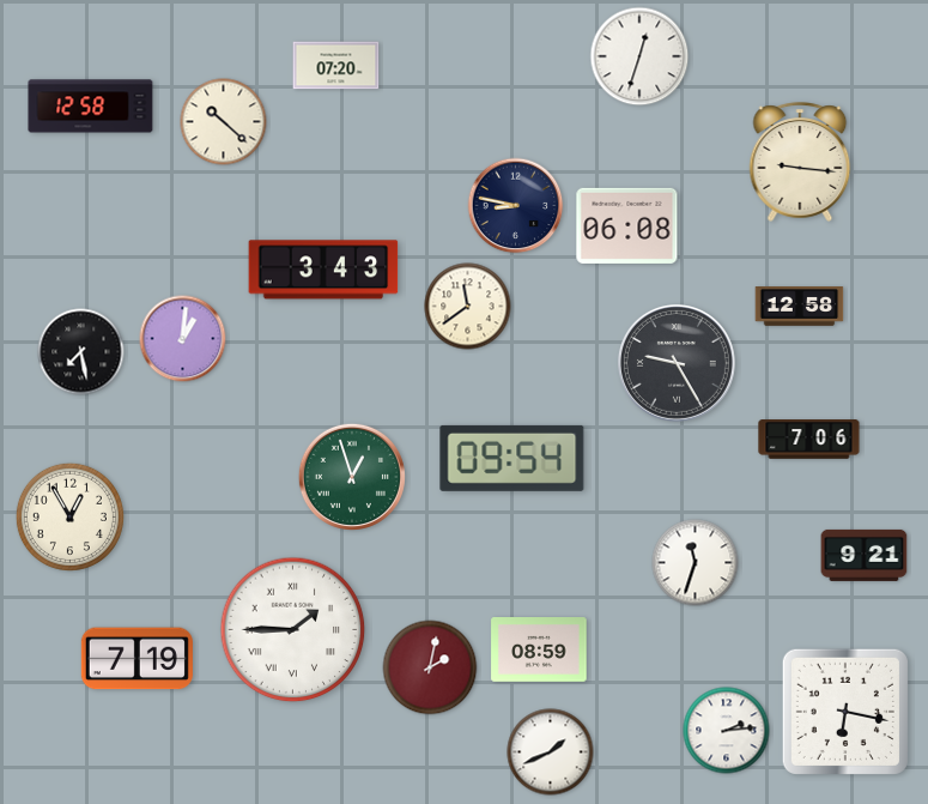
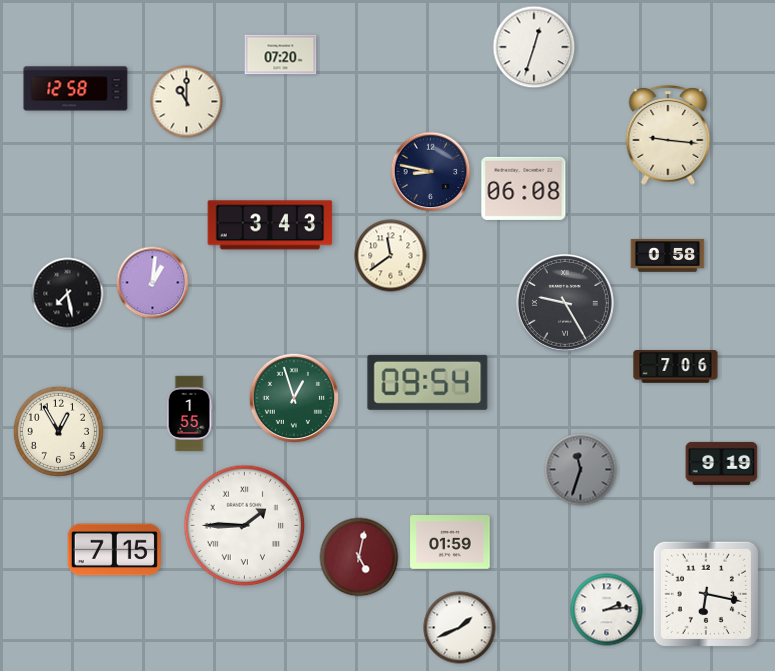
clock at (224, 122): 10:22 -> 11:00
clock at (800, 307): 12:58 -> 0:58
clock at (189, 414): none -> 1:55
clock at (865, 555): 9:21 -> 9:19
clock at (696, 563) dial: white -> grey
clock at (539, 651): 08:59 -> 01:59
clock at (137, 659): 7:19 -> 7:15
clock at (430, 667): 2:02 -> 5:02
